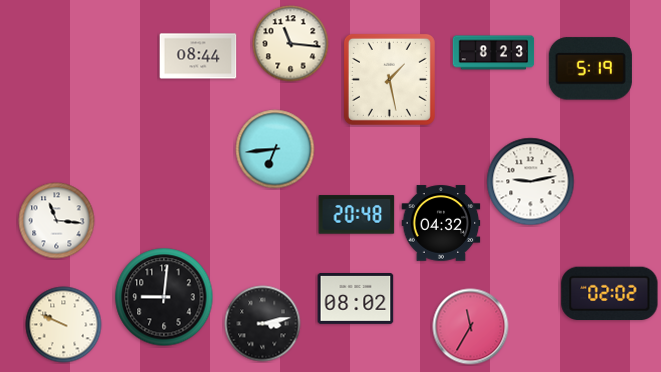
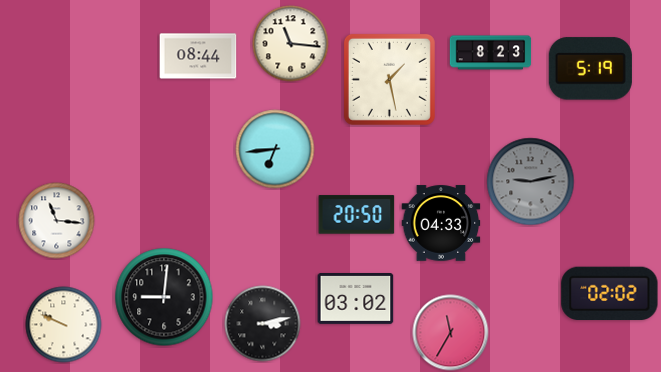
clock at (494, 53) position: (494, 53) -> (491, 53)
clock at (531, 182) dial: white -> grey
clock at (357, 215): 20:48 -> 20:50
clock at (441, 223): 04:32 -> 04:33
clock at (356, 299): 08:02 -> 03:02
clock at (471, 327) position: (471, 327) -> (451, 333)
